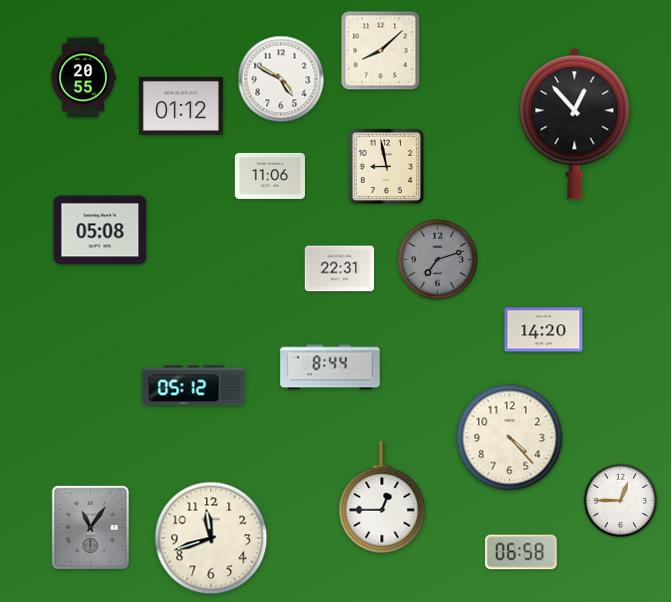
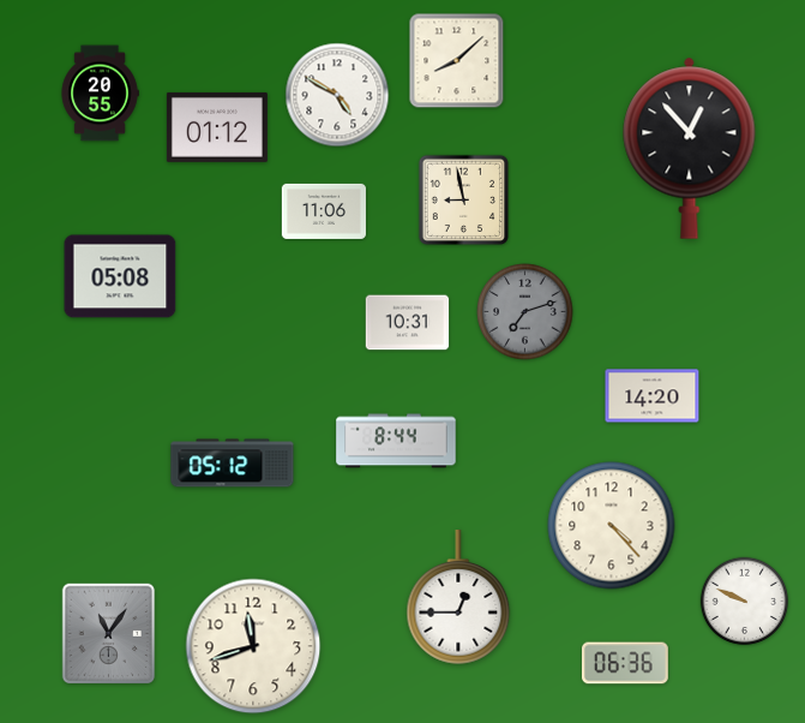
clock at (340, 269): 22:31 -> 10:31
clock at (621, 501): 12:45 -> 9:49
clock at (521, 552): 06:58 -> 06:36
